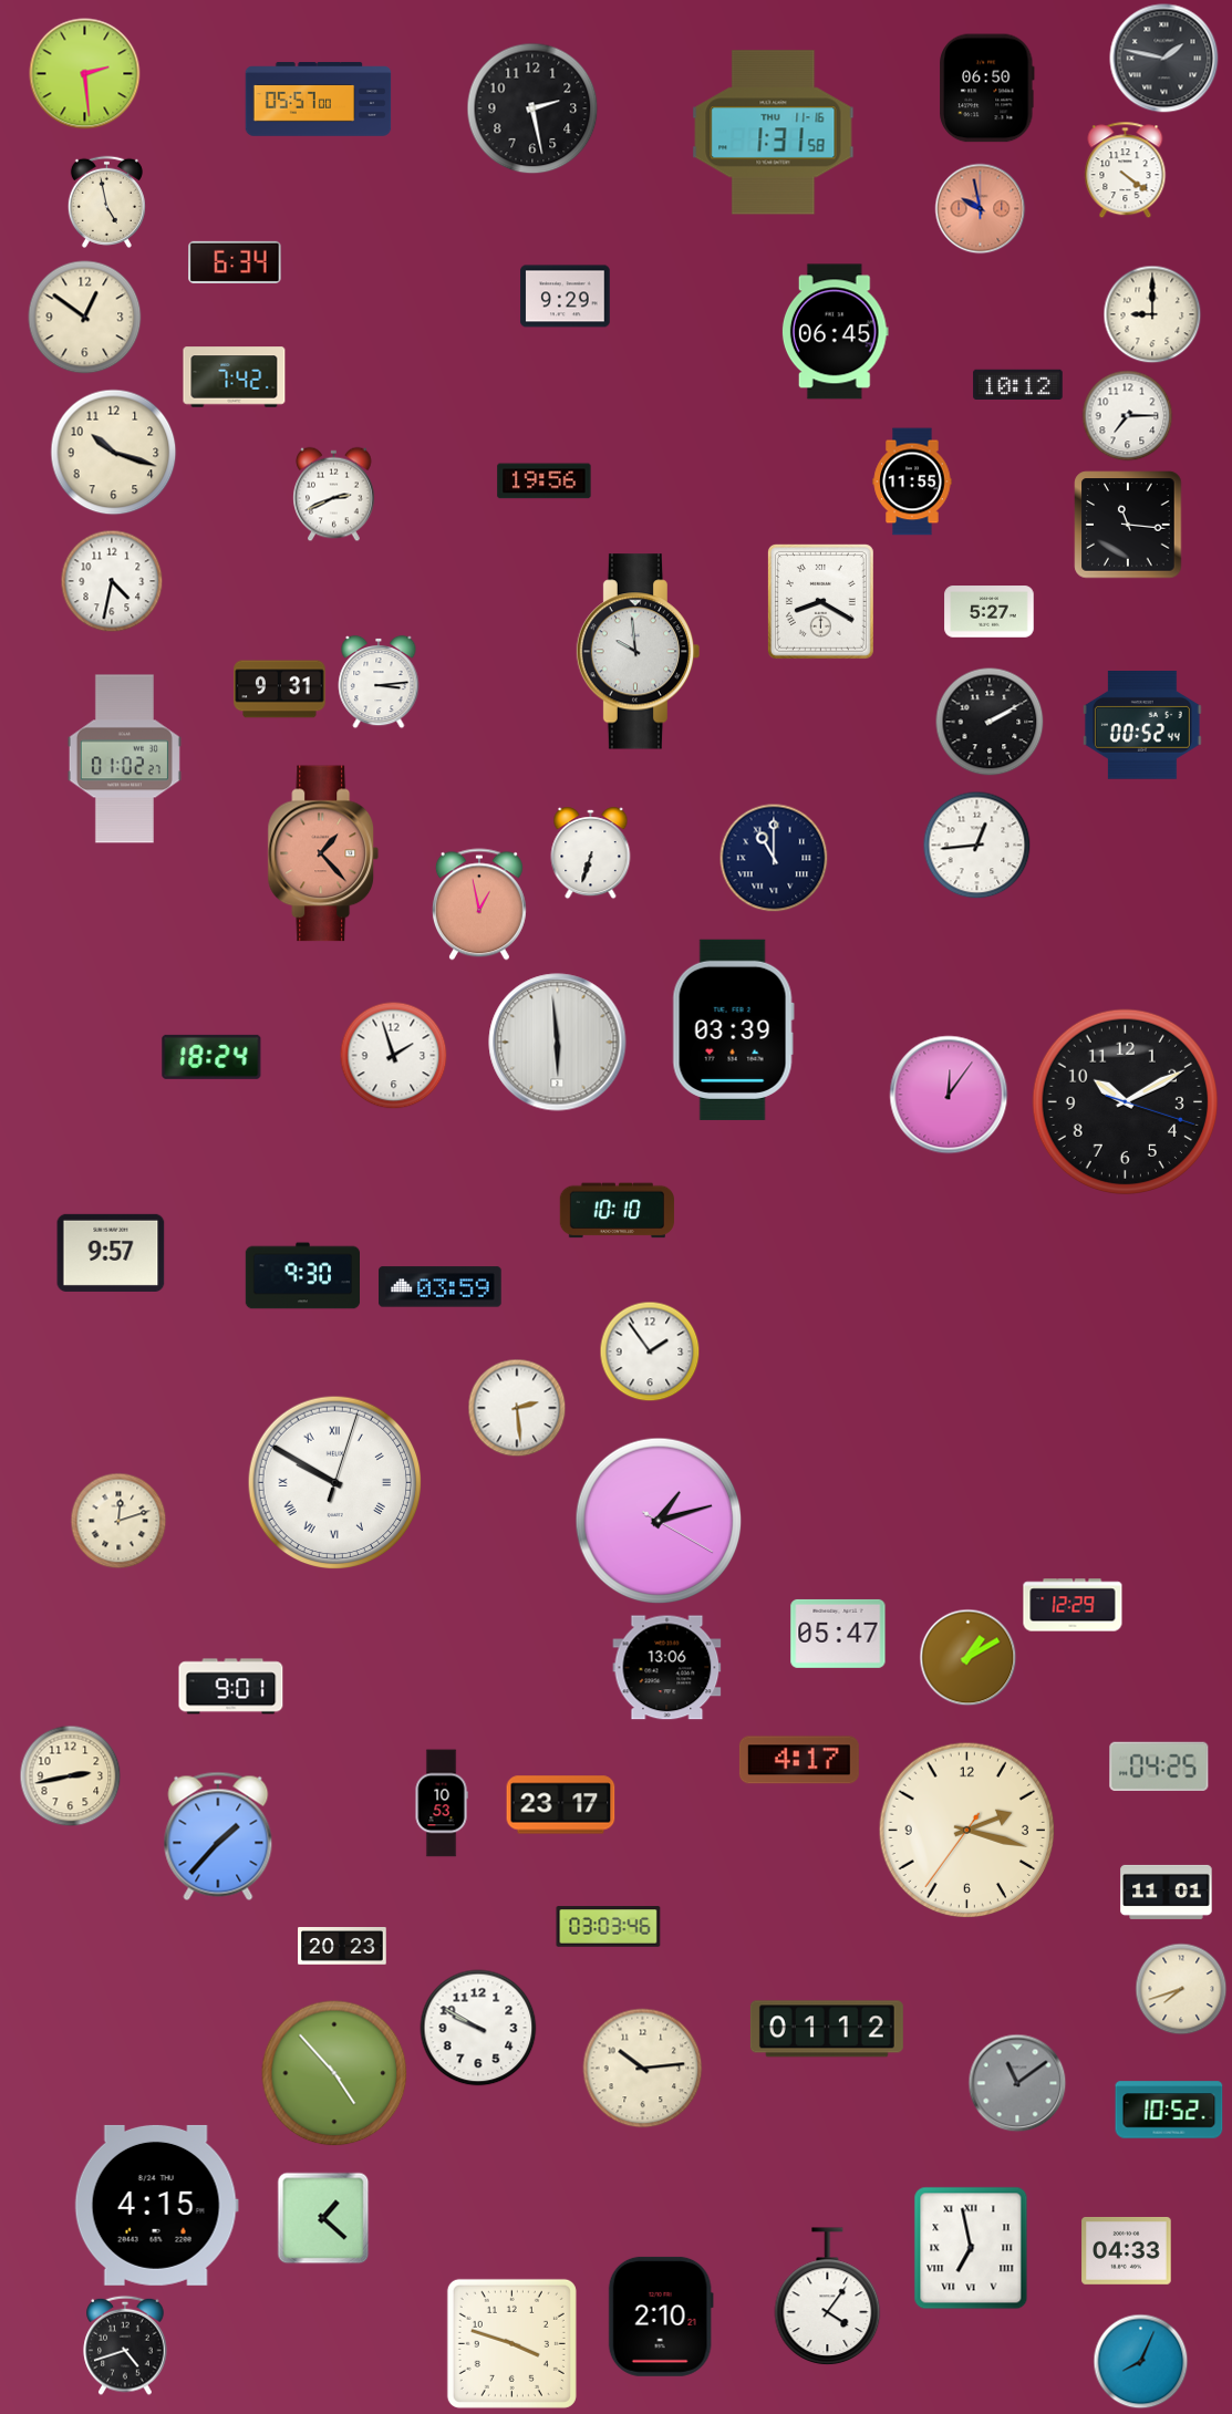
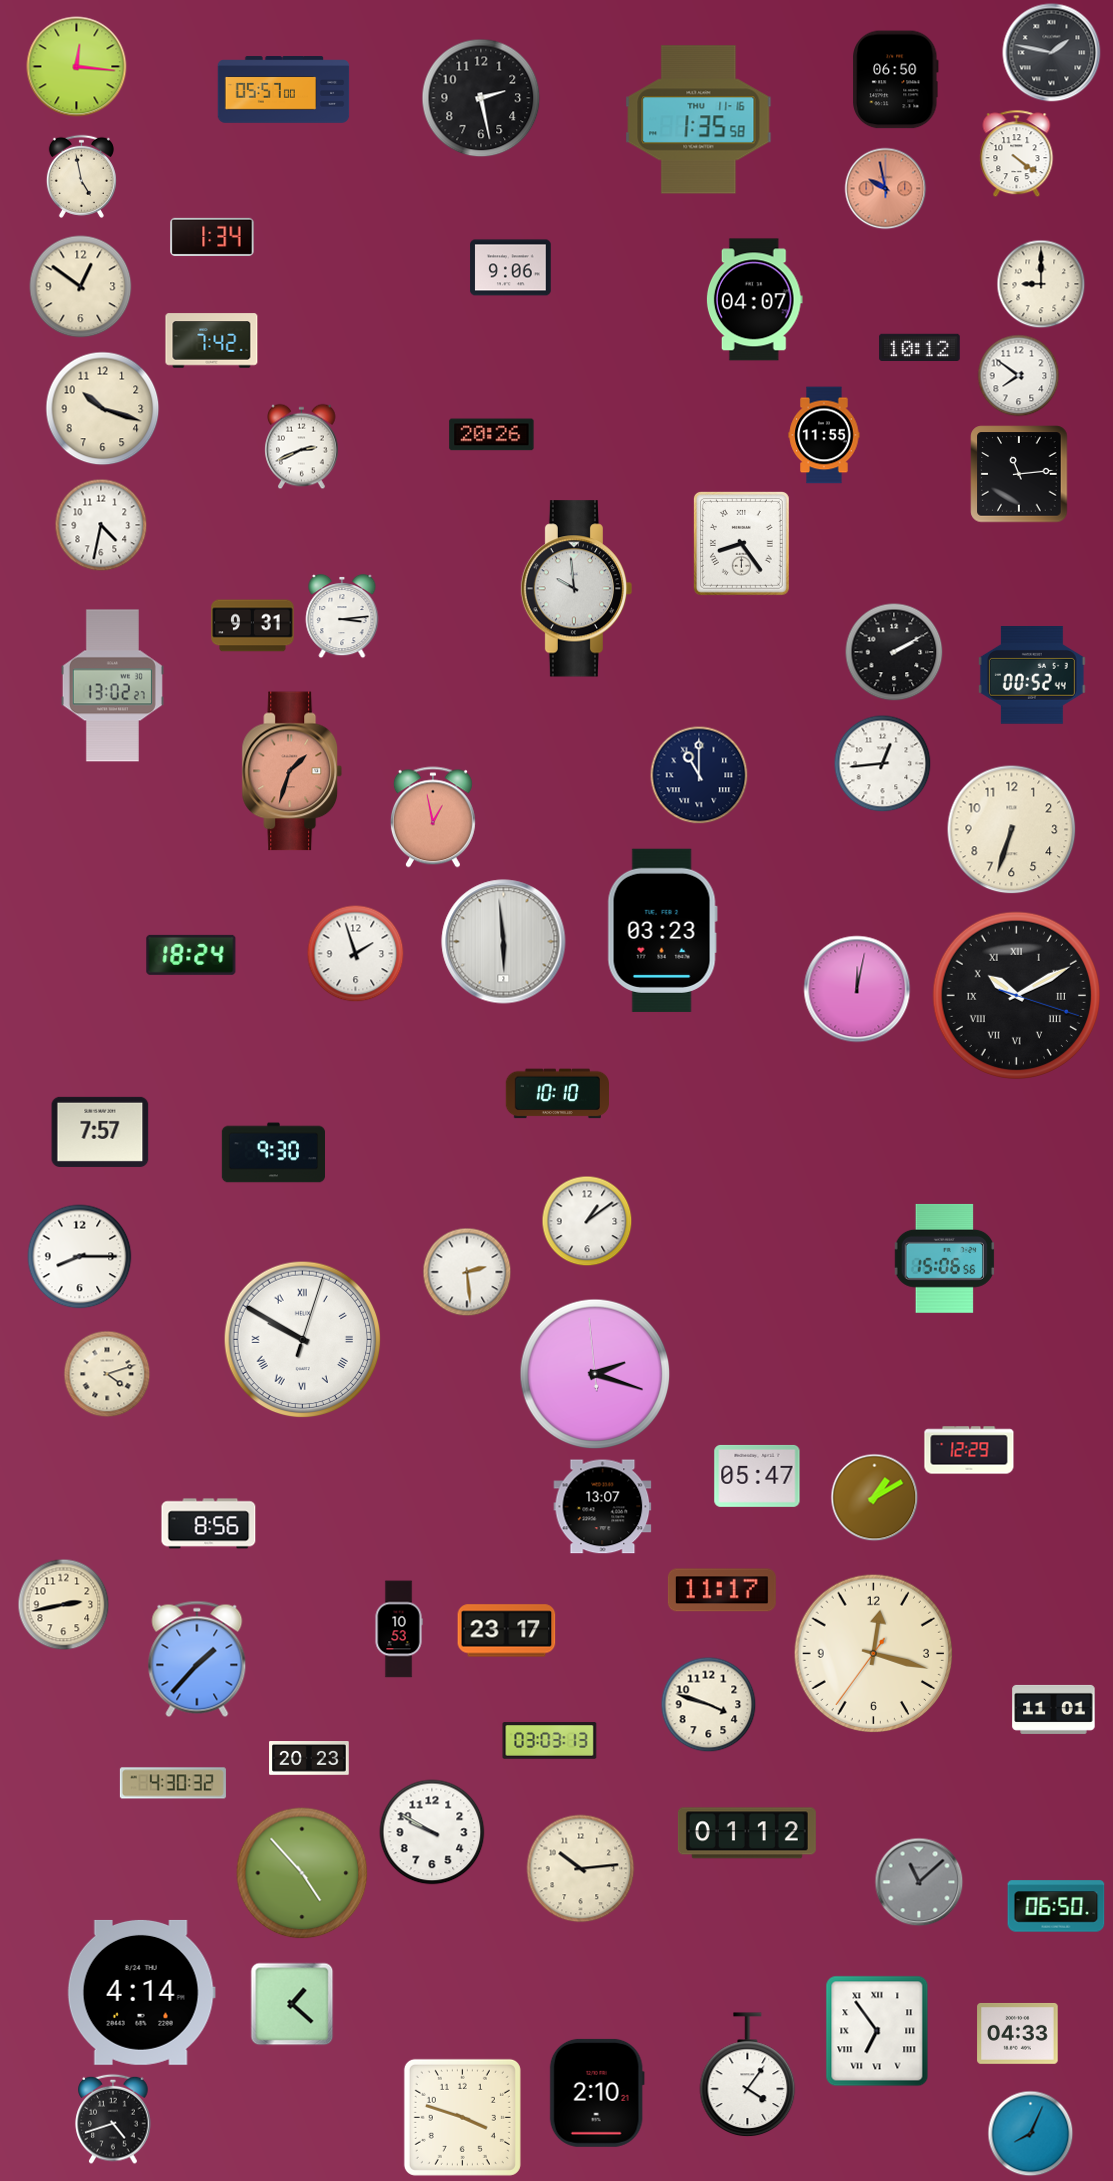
clock at (85, 74): 2:29 -> 12:16
clock at (987, 89) position: (987, 89) -> (896, 80)
clock at (319, 100) position: (319, 100) -> (284, 90)
clock at (774, 133): 1:31 -> 1:35
clock at (106, 201) position: (106, 201) -> (81, 176)
clock at (235, 262): 6:34 -> 1:34
clock at (566, 297): 9:29 -> 9:06
clock at (85, 318) position: (85, 318) -> (81, 287)
clock at (835, 332): 06:45 -> 04:07
clock at (1128, 416): 7:15 -> 7:51
clock at (545, 481): 19:56 -> 20:26
clock at (1128, 525): 11:16 -> 11:14
clock at (820, 601): 8:20 -> 8:24
clock at (990, 612): 5:27 -> none
clock at (280, 690) position: (280, 690) -> (253, 626)
clock at (1142, 726) position: (1142, 726) -> (1032, 676)
clock at (124, 759): 01:02 -> 13:02
clock at (323, 853): 1:23 -> 1:33
clock at (591, 853): 6:33 -> none
clock at (1012, 830): none -> 6:33
clock at (733, 1029): 03:39 -> 03:23
clock at (949, 1095): 12:06 -> 12:02
clock at (1125, 1101) numerals: Arabic -> Roman
clock at (111, 1253): 9:57 -> 7:57
clock at (441, 1287): 03:59 -> none
clock at (650, 1351): 1:54 -> 1:09
clock at (80, 1257): none -> 8:15
clock at (944, 1258): none -> 15:06
clock at (118, 1521): 12:12 -> 4:12
clock at (659, 1521): 1:12 -> 2:17
clock at (667, 1668): 13:06 -> 13:07
clock at (231, 1687): 9:01 -> 8:56
clock at (799, 1760): 4:17 -> 11:17
clock at (1159, 1767): 04:25 -> none
clock at (967, 1831): 2:17 -> 12:17
clock at (709, 1705): none -> 3:48
clock at (609, 1927): 03:03:46 -> 03:03:13
clock at (173, 1783): none -> 4:30
clock at (1181, 1989): 7:42 -> none
clock at (1017, 2083): 11:09 -> 11:08
clock at (1169, 2110): 10:52 -> 06:50
clock at (156, 2205): 4:15 -> 4:14
clock at (971, 2248): 6:58 -> 6:54
